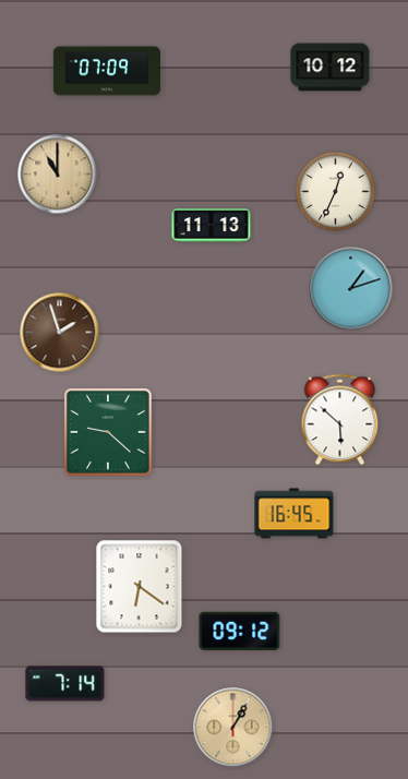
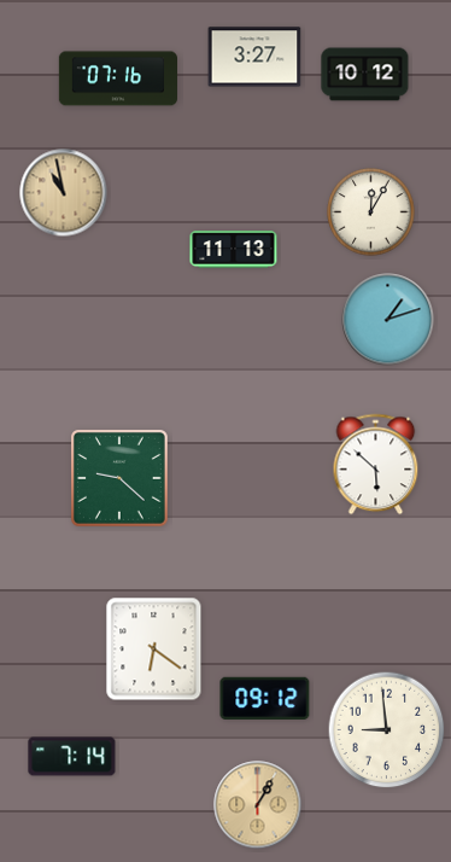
clock at (254, 57): none -> 3:27
clock at (106, 71): 07:09 -> 07:16
clock at (58, 175): 11:00 -> 10:58
clock at (336, 192): 12:34 -> 12:05
clock at (60, 333): 1:57 -> none
clock at (295, 514): 16:45 -> none
clock at (387, 730): none -> 8:59
